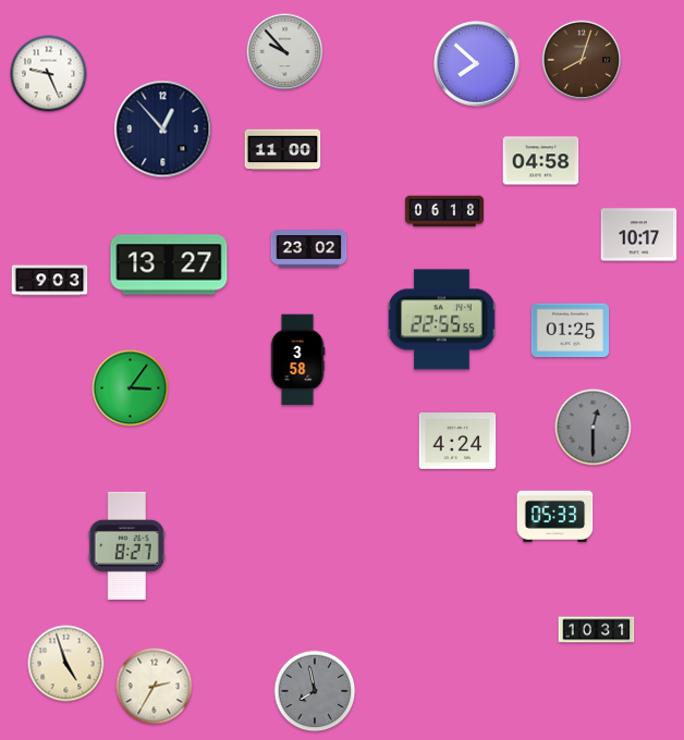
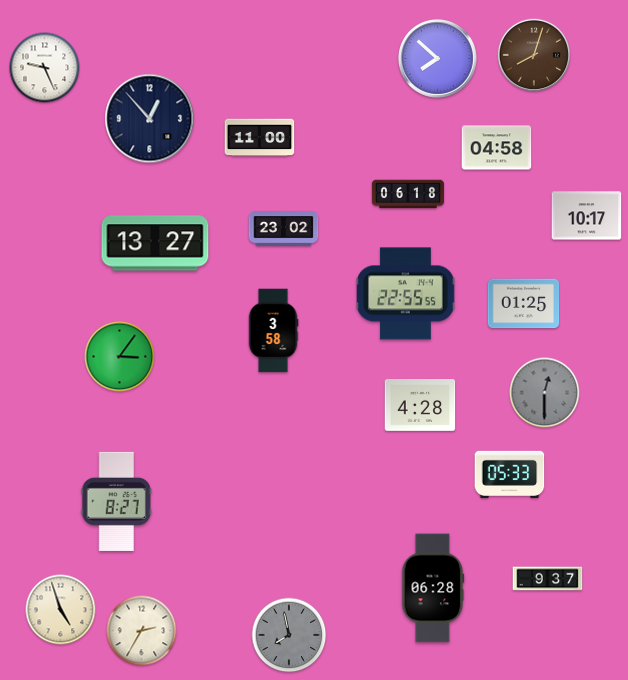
clock at (285, 52): 9:53 -> none
clock at (50, 281): 9:03 -> none
clock at (457, 442): 4:24 -> 4:28
clock at (597, 630): 10:31 -> 9:37
clock at (433, 588): none -> 06:28
